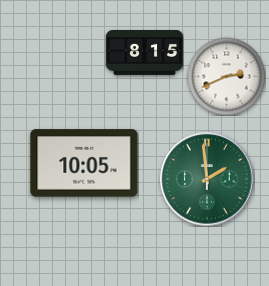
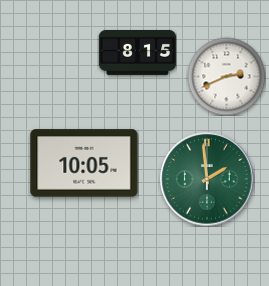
clock at (144, 52) position: (144, 52) -> (137, 52)
